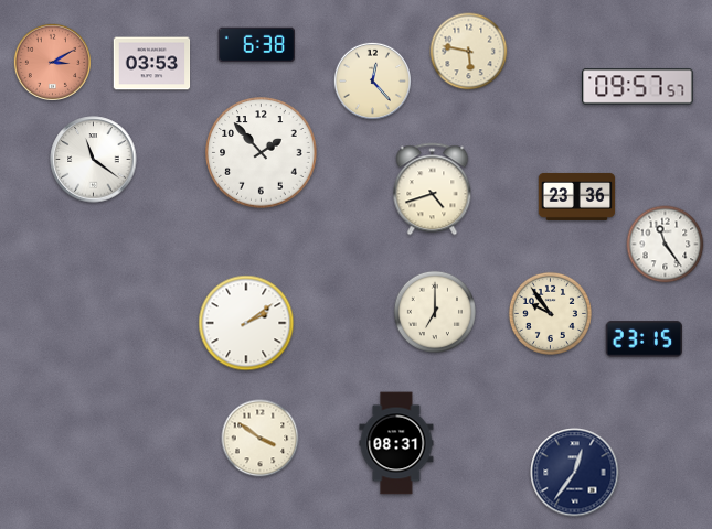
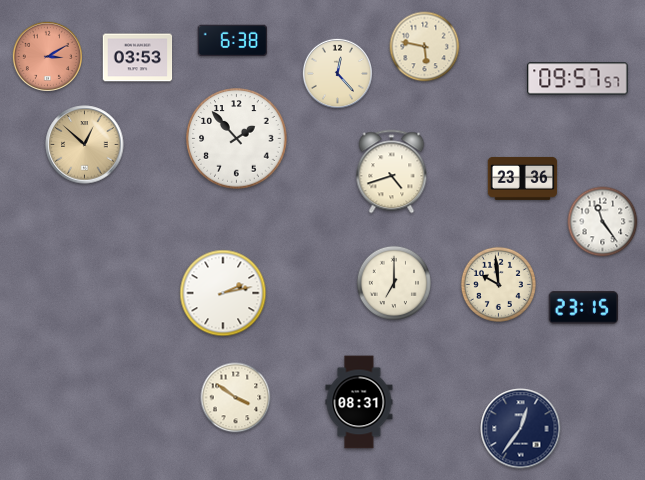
clock at (94, 160): 11:21 -> 12:52
clock at (94, 160) dial: white -> champagne
clock at (550, 313): 9:54 -> 9:59
clock at (246, 323): 2:09 -> 2:13
